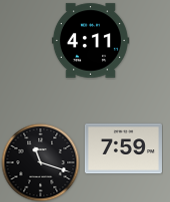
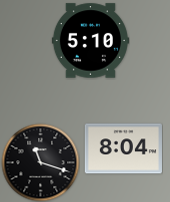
clock at (90, 41): 4:11 -> 5:10
clock at (123, 149): 7:59 -> 8:04
